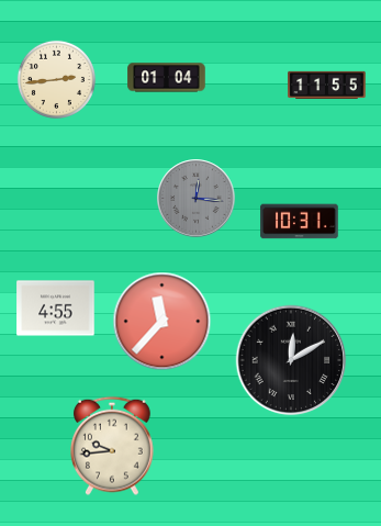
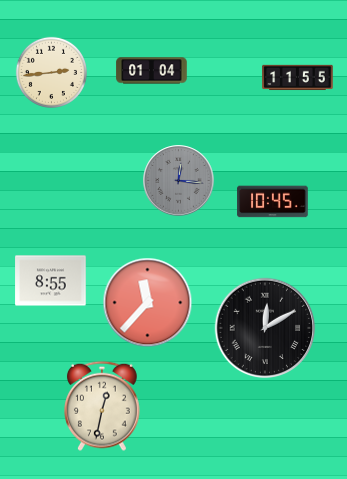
clock at (300, 222): 10:31 -> 10:45
clock at (56, 309): 4:55 -> 8:55
clock at (163, 322) position: (163, 322) -> (148, 303)
clock at (113, 446): 9:44 -> 12:32
